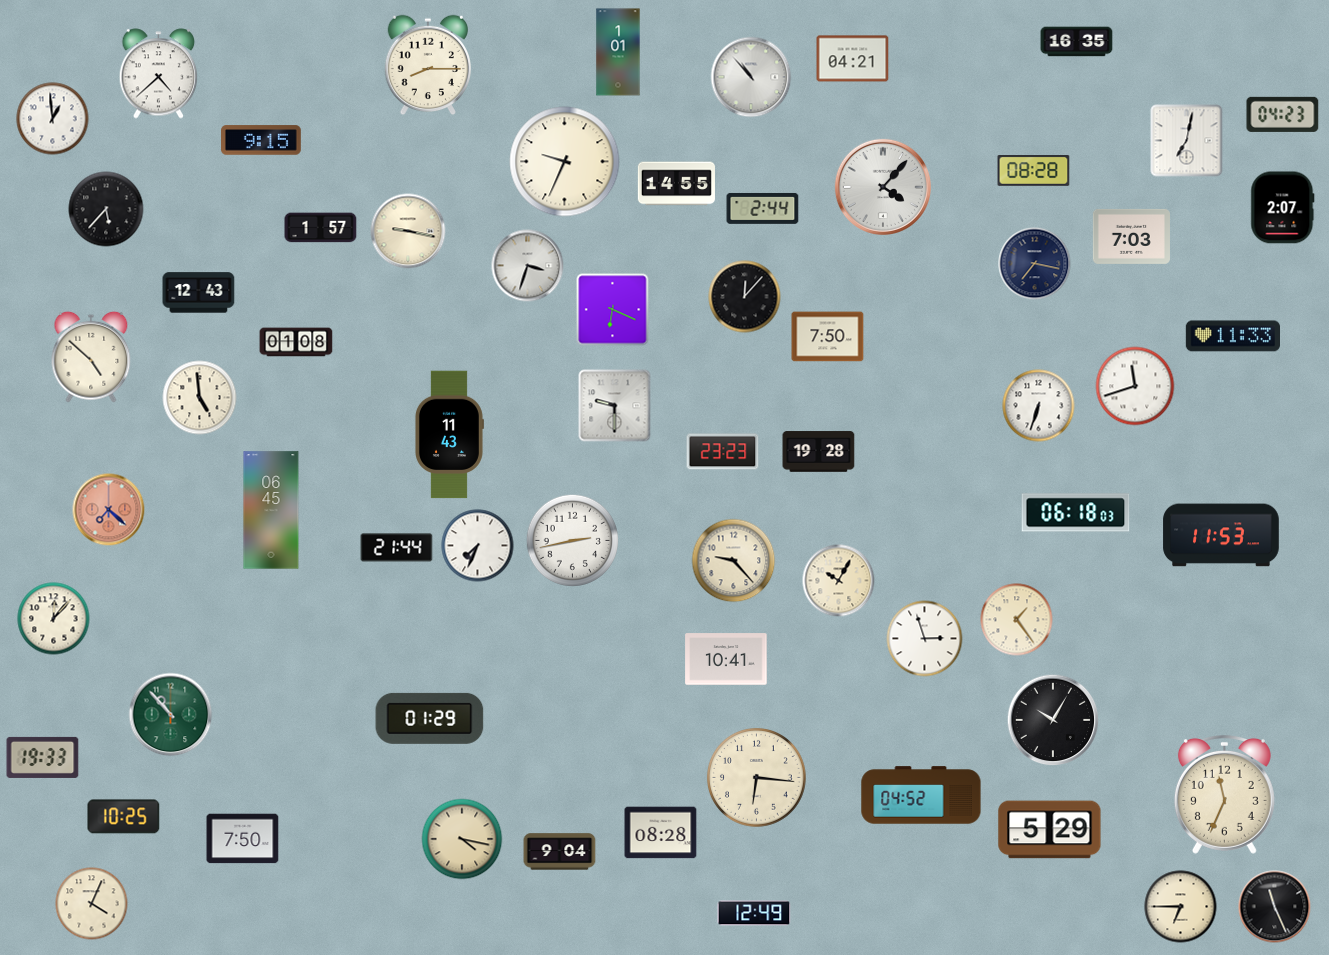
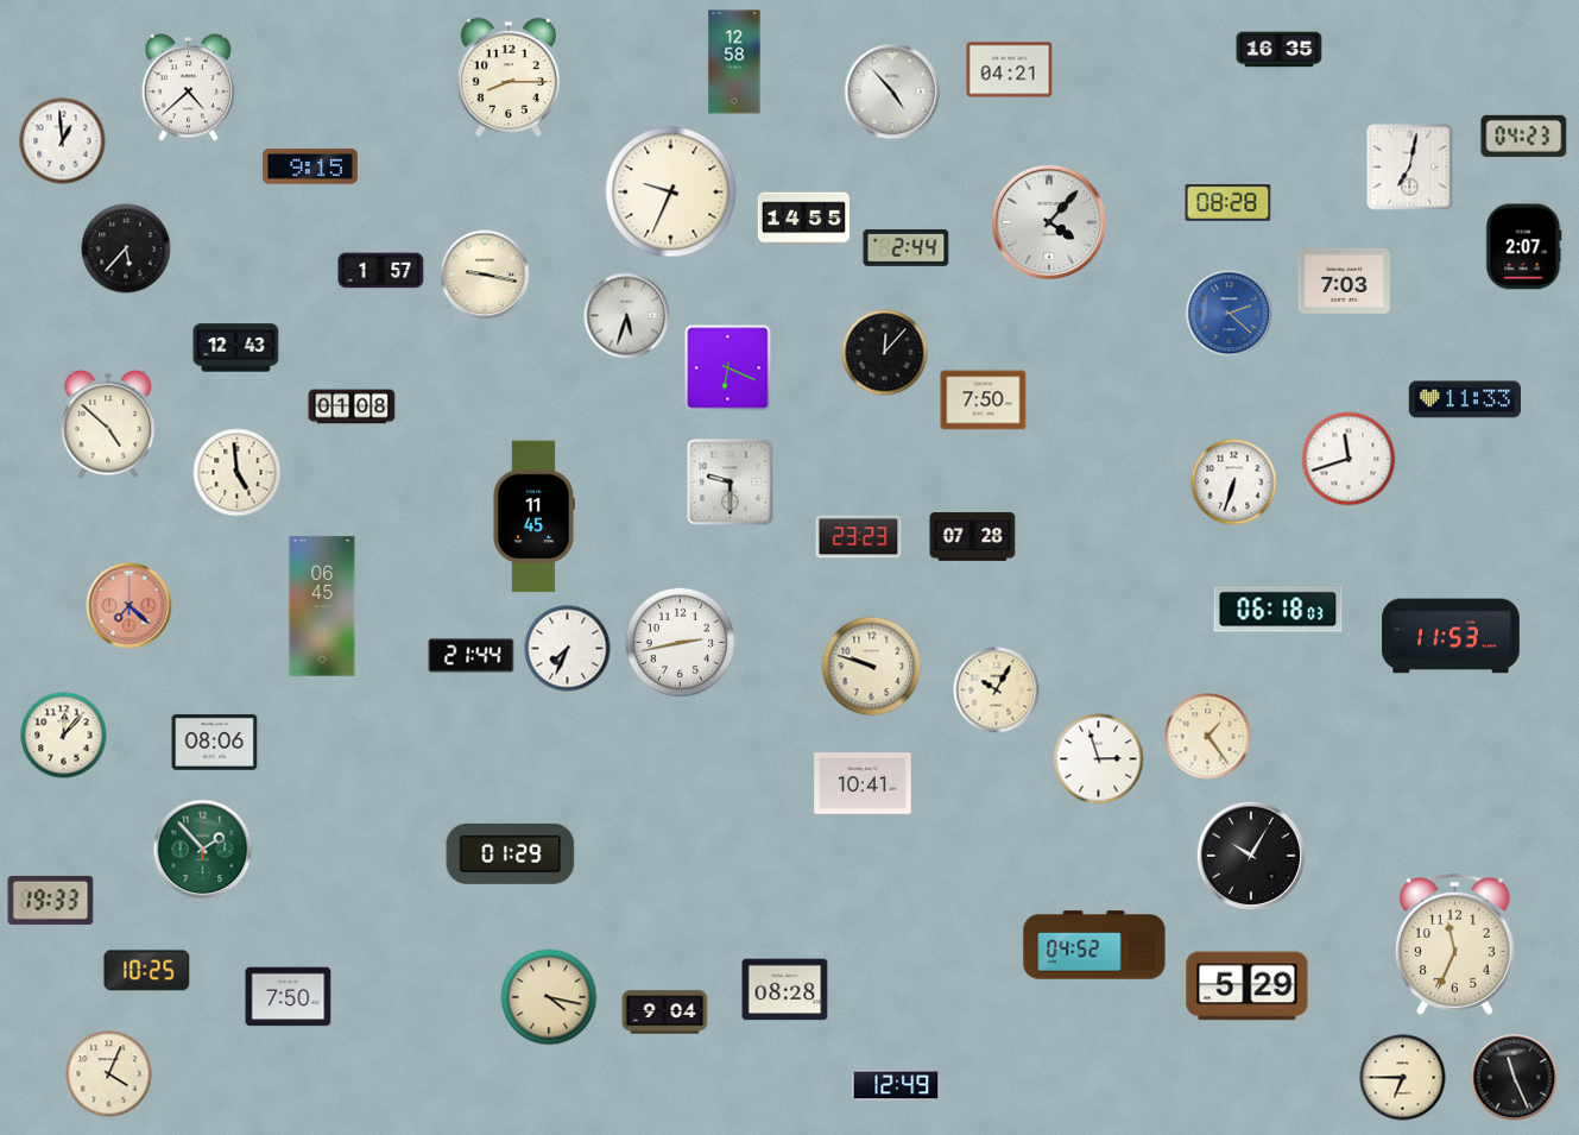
clock at (618, 52): 1:01 -> 12:58
clock at (853, 59) position: (853, 59) -> (1010, 70)
clock at (751, 77): 10:53 -> 4:53
clock at (1035, 264): 7:17 -> 2:22
clock at (1035, 264) dial: navy -> blue
clock at (528, 266): 3:33 -> 5:33
clock at (449, 435): 11:43 -> 11:45
clock at (819, 452): 19:28 -> 07:28
clock at (397, 548) position: (397, 548) -> (472, 656)
clock at (734, 561): 9:23 -> 9:48
clock at (215, 743): none -> 08:06
clock at (171, 715): 10:53 -> 1:53
clock at (757, 778): 6:16 -> none
